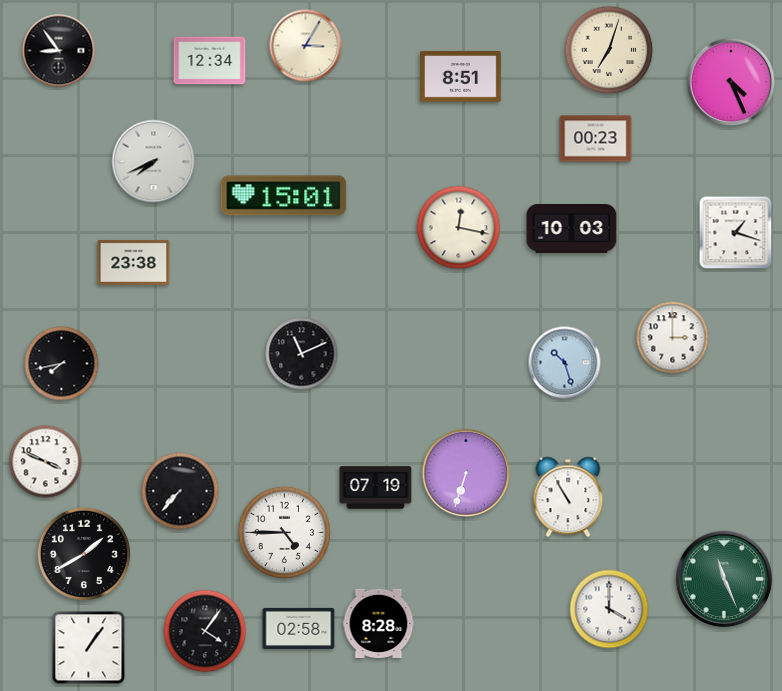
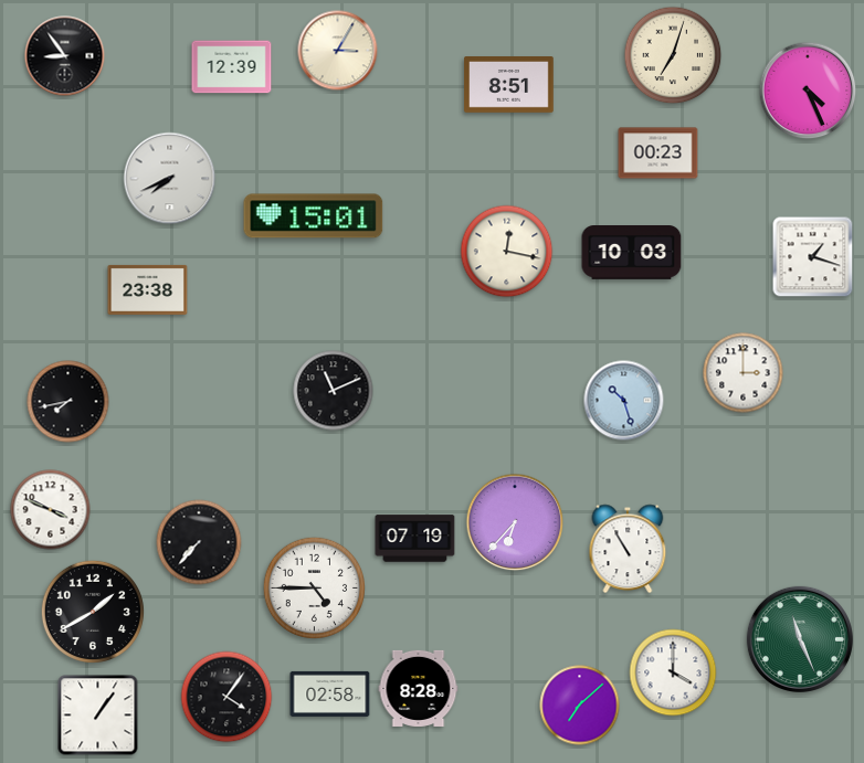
clock at (210, 61): 12:34 -> 12:39
clock at (466, 473): 6:33 -> 6:37
clock at (580, 706): none -> 7:08
